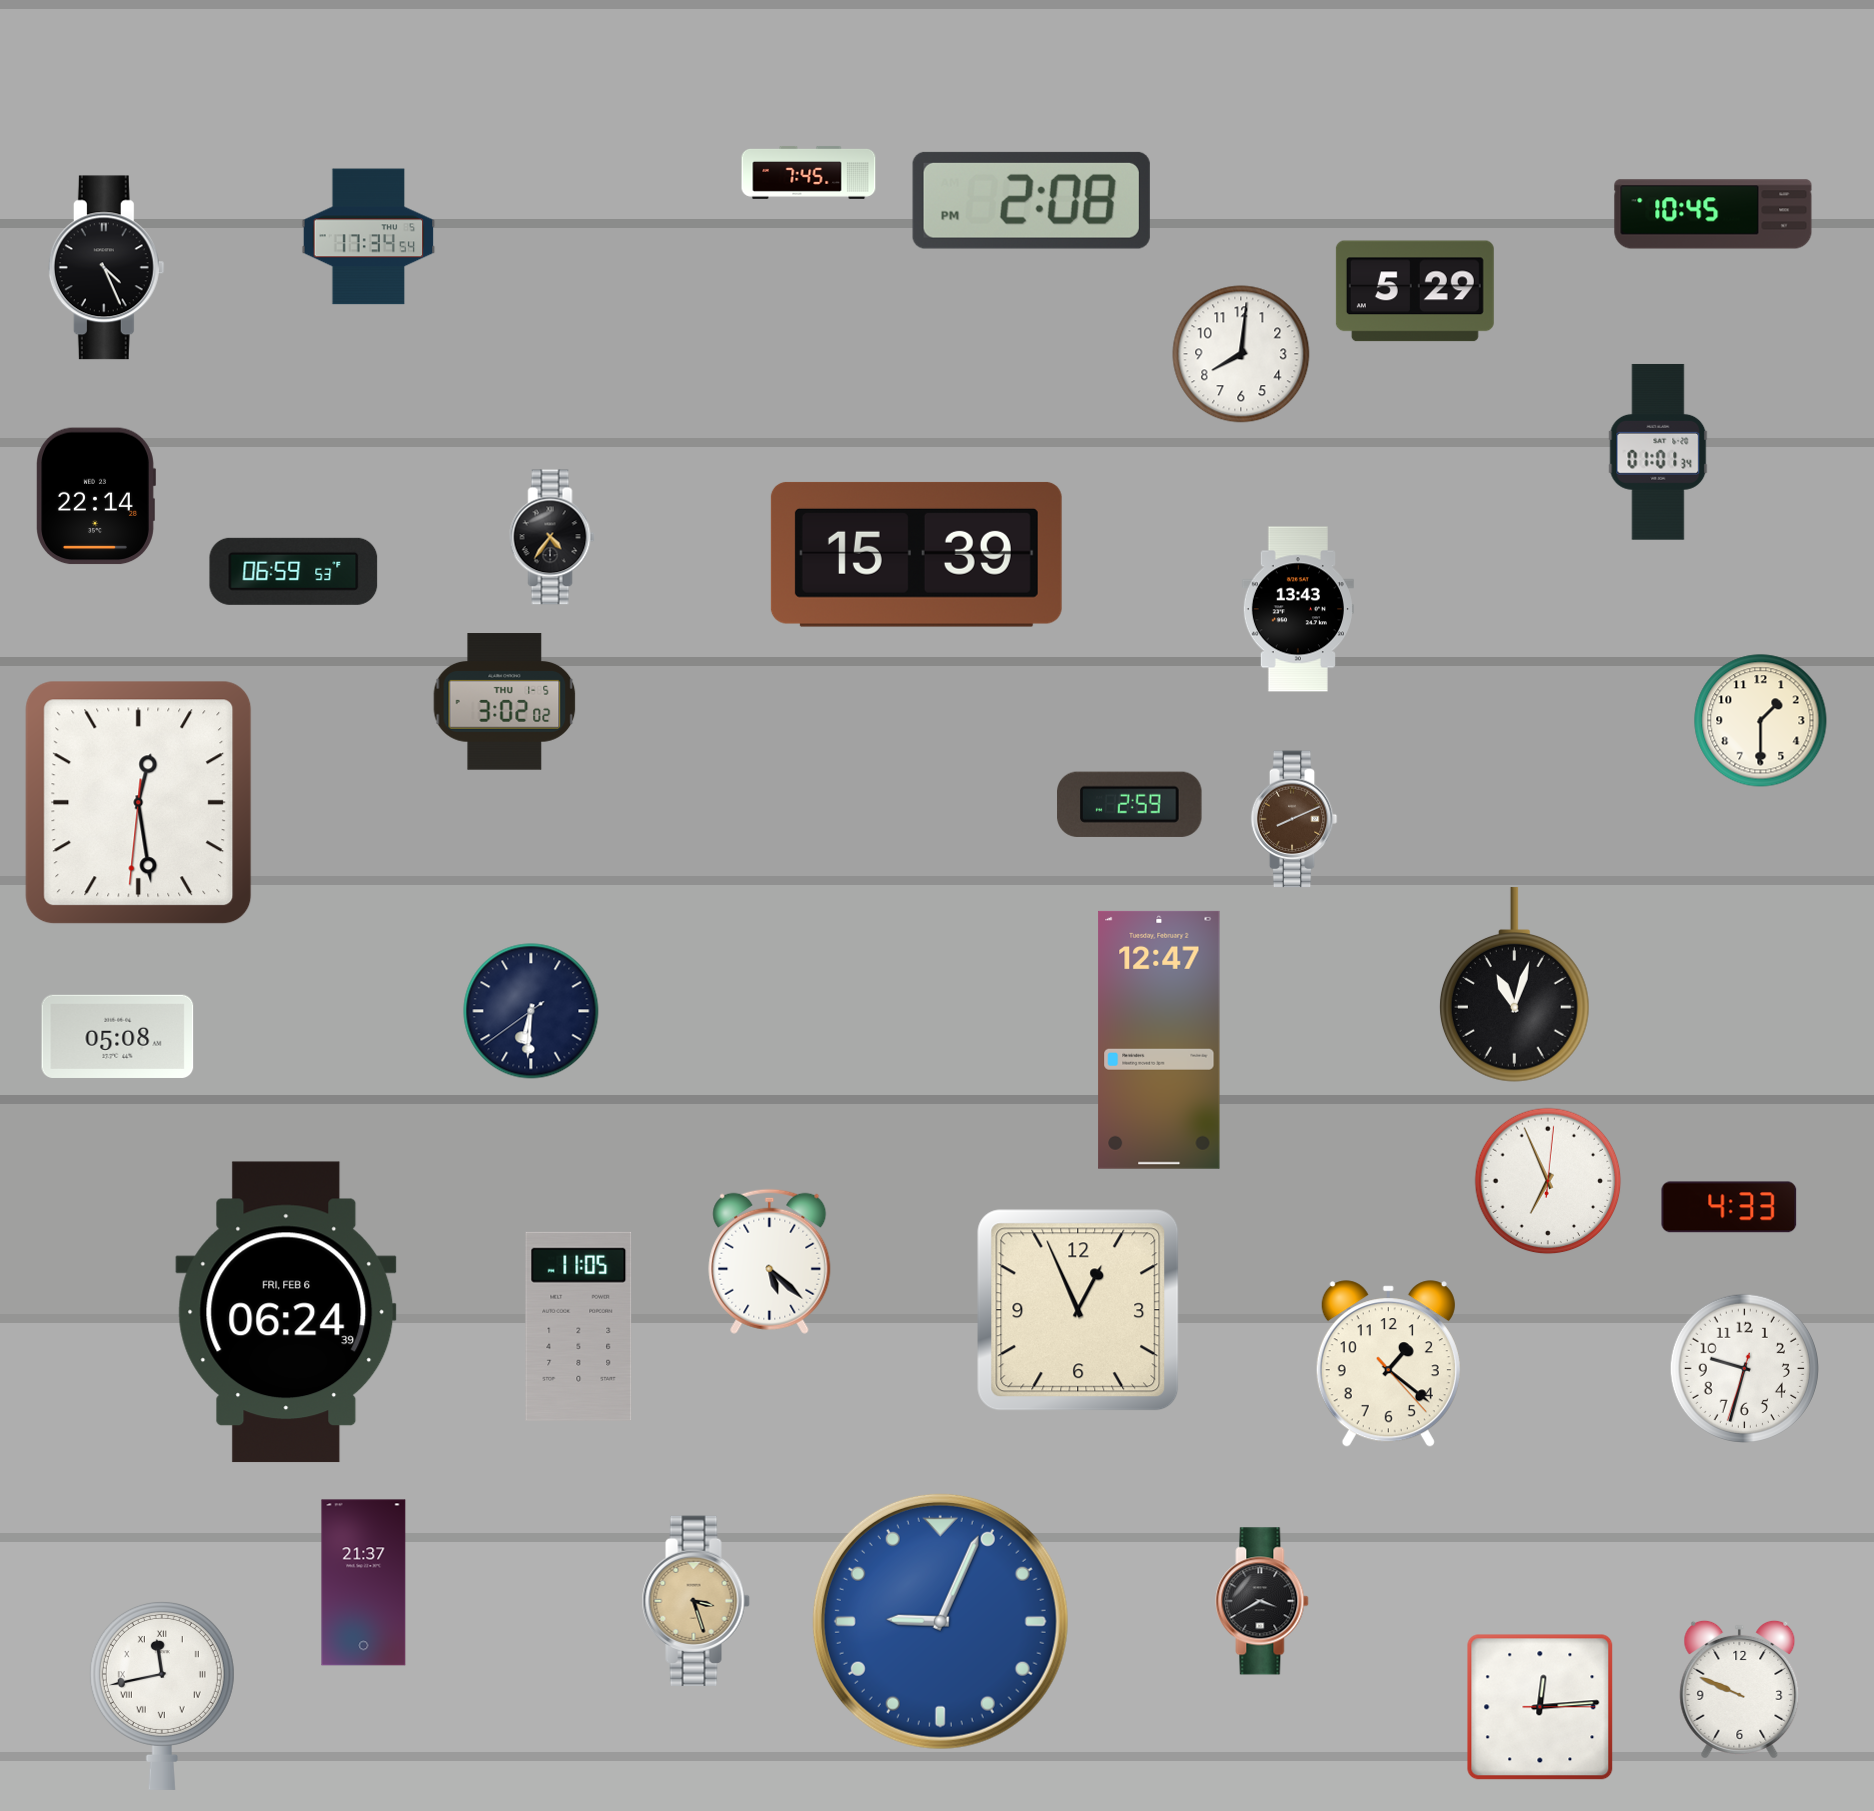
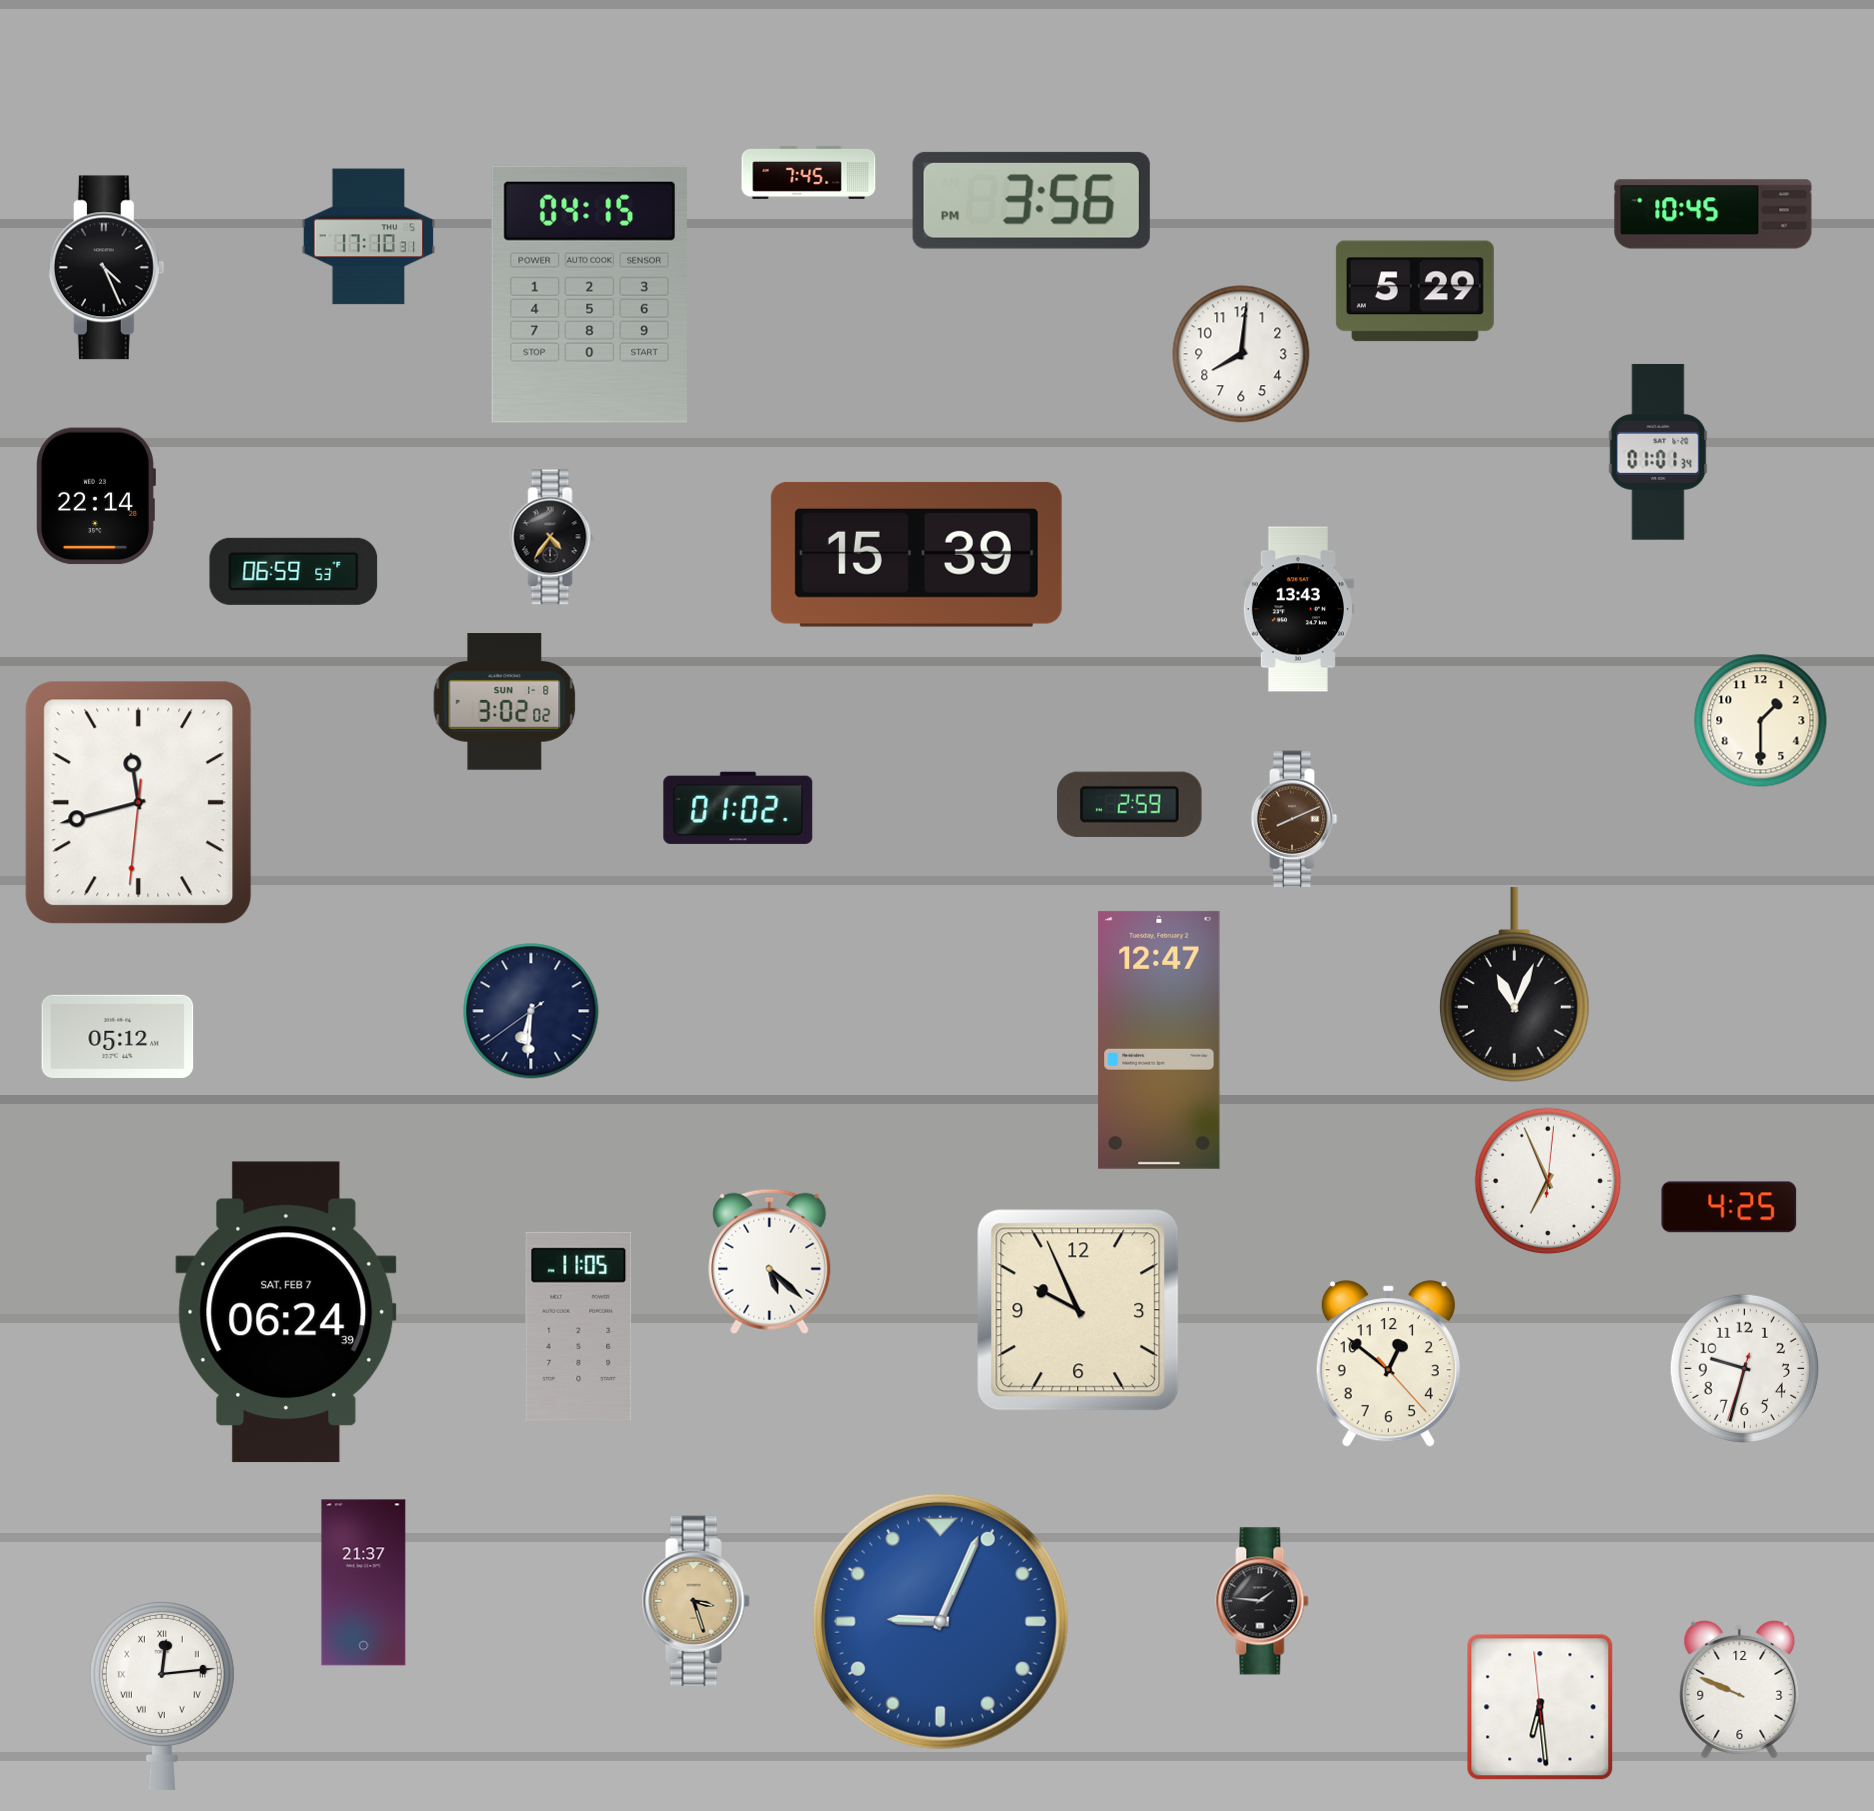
clock at (1031, 200): 2:08 -> 3:56
clock at (369, 237): 17:34 -> 17:10
clock at (589, 294): none -> 04:15
clock at (505, 702) date: THU 1-5 -> SUN 1-8
clock at (139, 803): 12:28 -> 11:42
clock at (738, 808): none -> 01:02
clock at (1514, 985): 11:03 -> 11:04
clock at (118, 1036): 05:08 -> 05:12
clock at (1729, 1207): 4:33 -> 4:25
clock at (1078, 1310): 12:56 -> 9:56
clock at (286, 1312) date: FRI, FEB 6 -> SAT, FEB 7
clock at (1388, 1364): 1:21 -> 12:51
clock at (1262, 1601): 3:40 -> 1:46
clock at (162, 1695): 11:43 -> 12:14
clock at (1540, 1707): 12:14 -> 6:28
